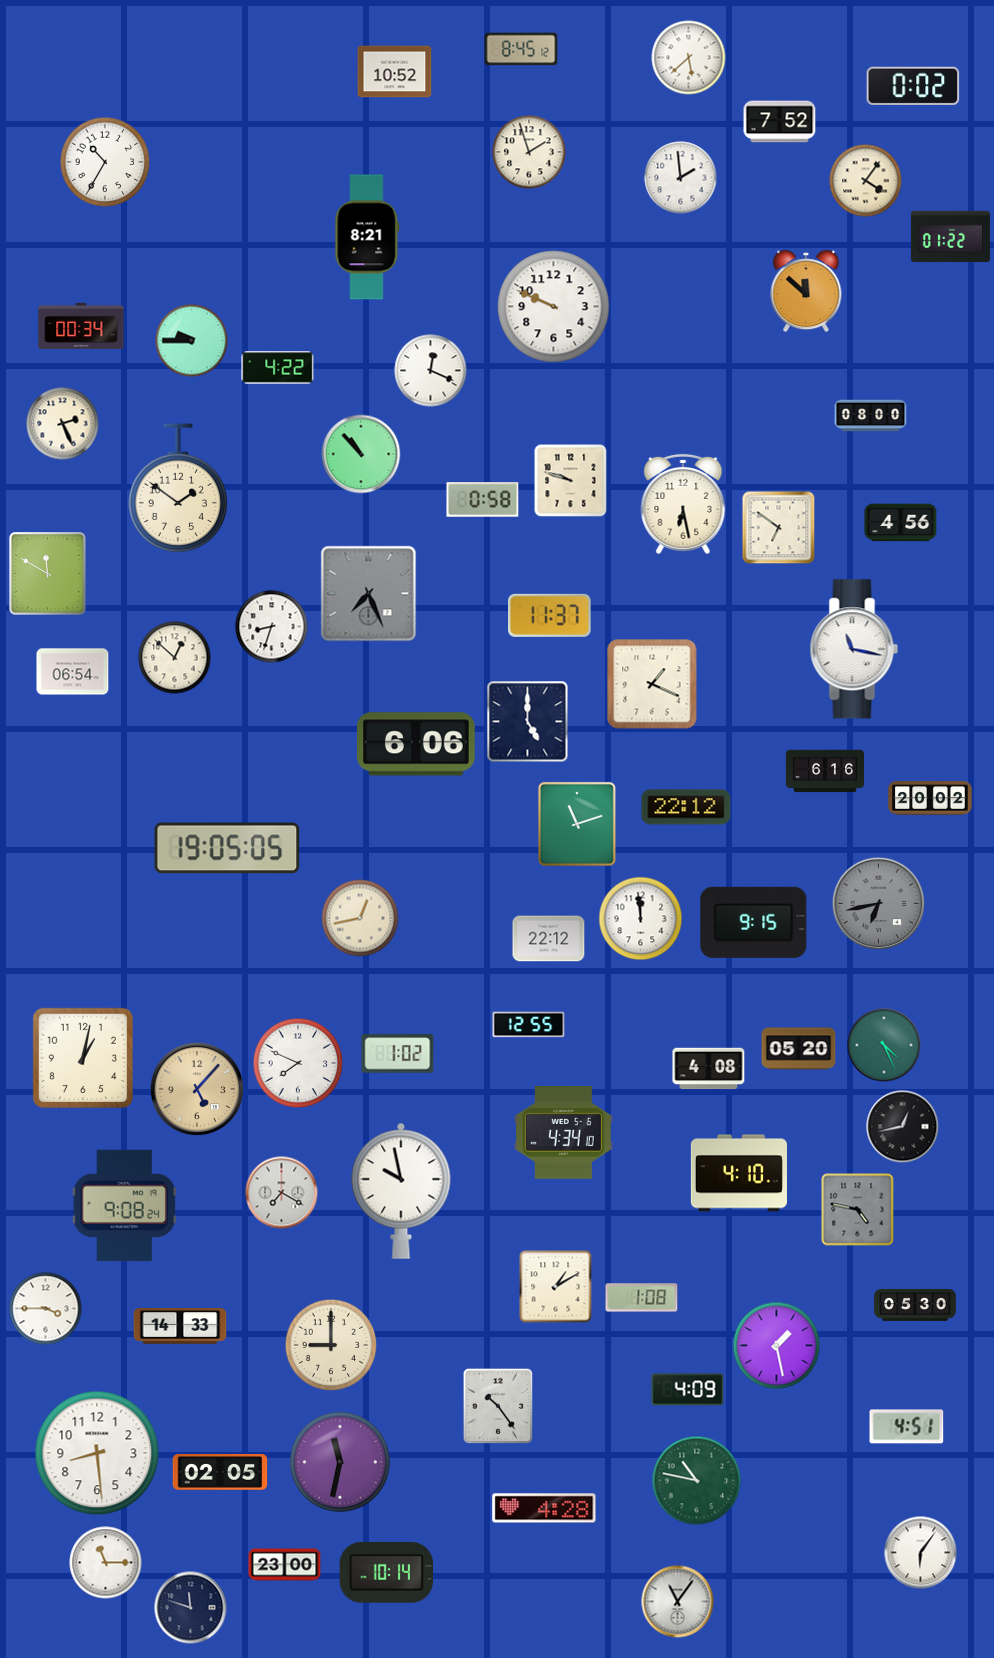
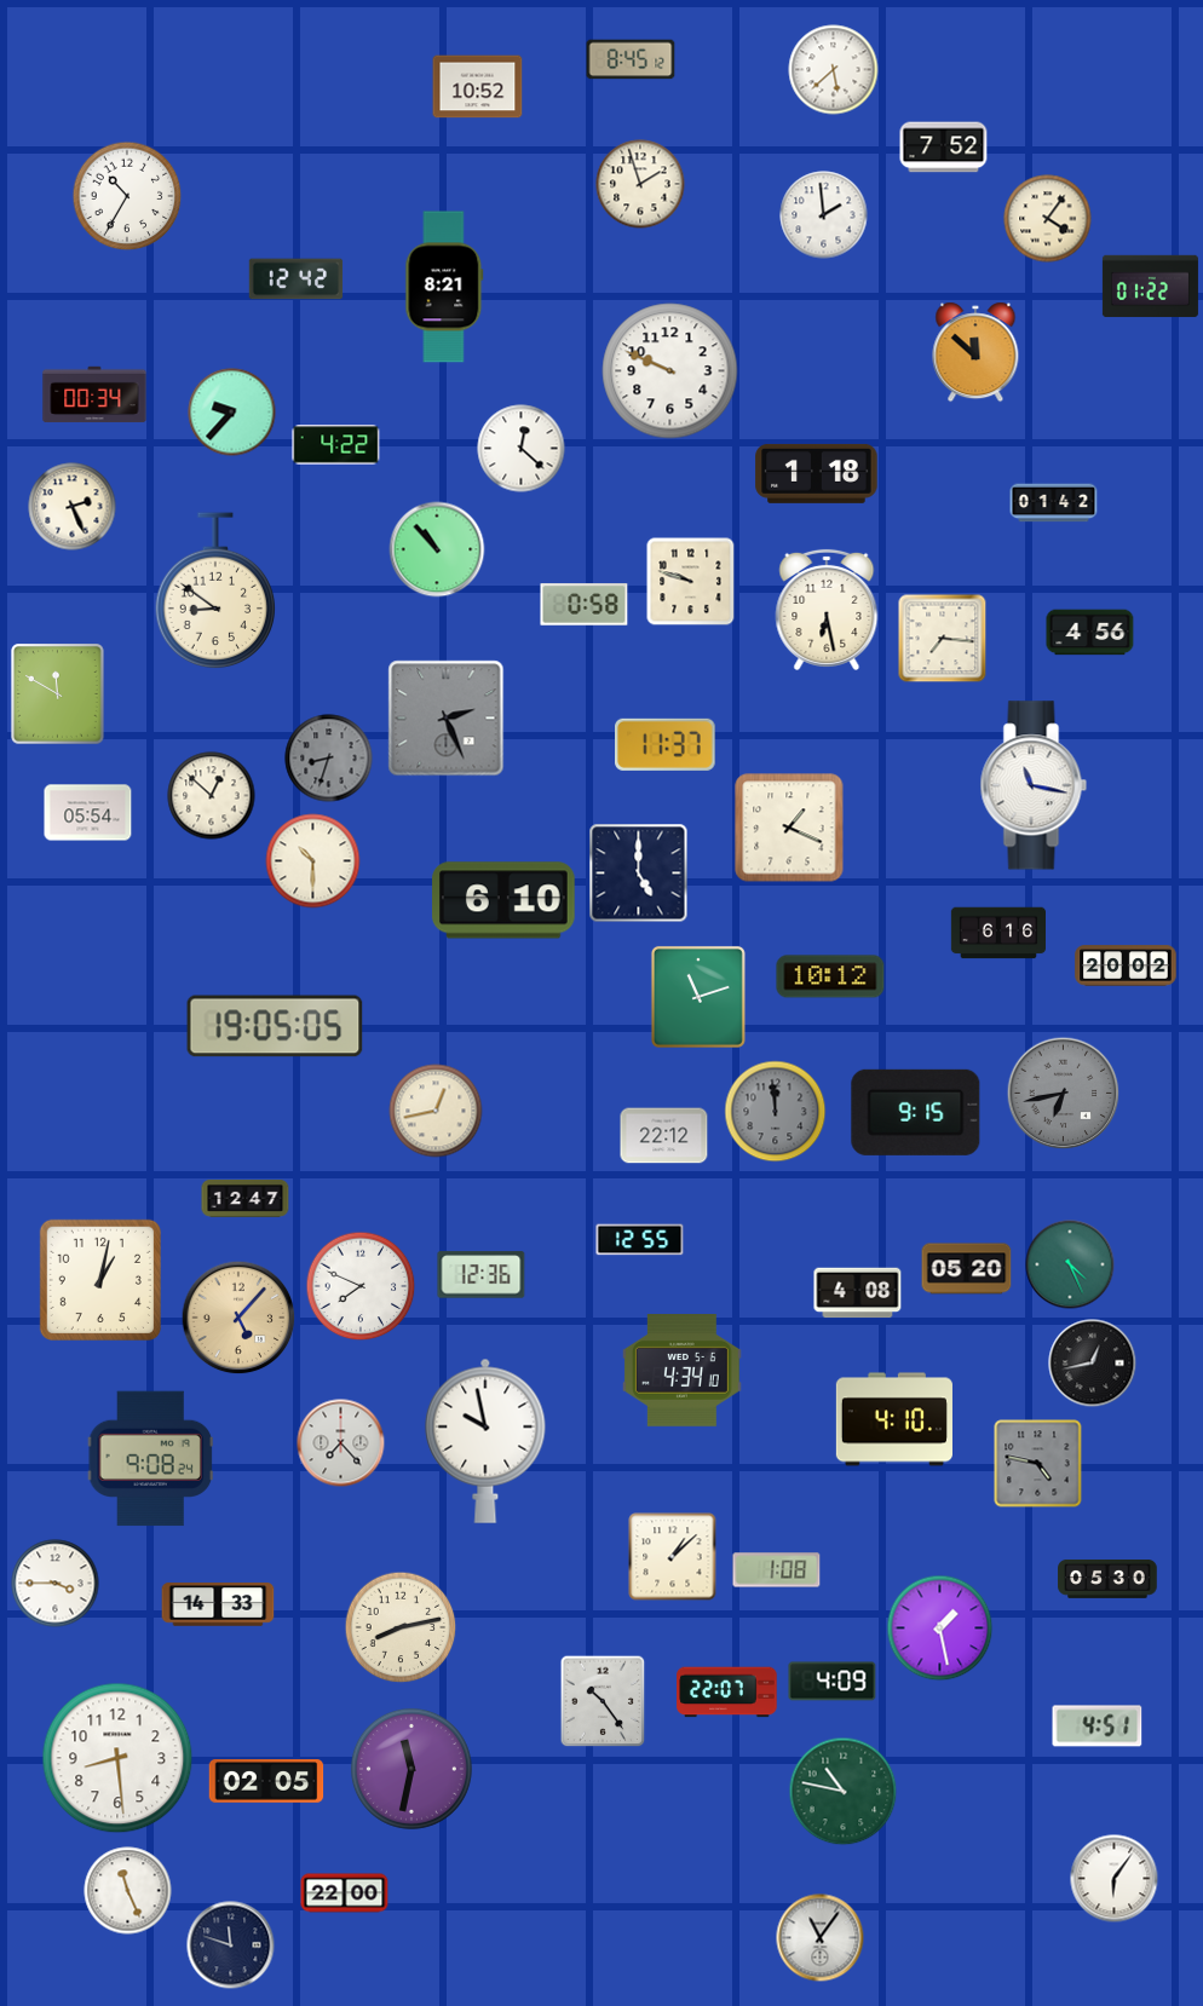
clock at (913, 86): 0:02 -> none
clock at (297, 279): none -> 12:42
clock at (81, 326) position: (81, 326) -> (94, 394)
clock at (192, 341): 9:45 -> 9:37
clock at (431, 371): 12:19 -> 12:22
clock at (817, 473): none -> 1:18
clock at (871, 416): 08:00 -> 01:42
clock at (63, 424) position: (63, 424) -> (73, 507)
clock at (178, 489): 1:51 -> 8:51
clock at (779, 528): 6:51 -> 7:16
clock at (369, 594): 7:26 -> 2:26
clock at (272, 627) dial: white -> grey
clock at (73, 672): 06:54 -> 05:54
clock at (313, 861): none -> 10:30
clock at (417, 744): 6:06 -> 6:10
clock at (686, 807): 22:12 -> 10:12
clock at (641, 919) dial: white -> grey
clock at (754, 922) position: (754, 922) -> (916, 1112)
clock at (246, 1199): none -> 12:47
clock at (398, 1054): 1:02 -> 12:36
clock at (282, 1193): 7:20 -> 7:23
clock at (556, 1287): 1:10 -> 1:08
clock at (331, 1345): 9:00 -> 8:13
clock at (727, 1693): none -> 22:07
clock at (544, 1508): 4:28 -> none
clock at (106, 1563): 11:15 -> 11:26
clock at (285, 1565): 23:00 -> 22:00
clock at (387, 1573): 10:14 -> none
